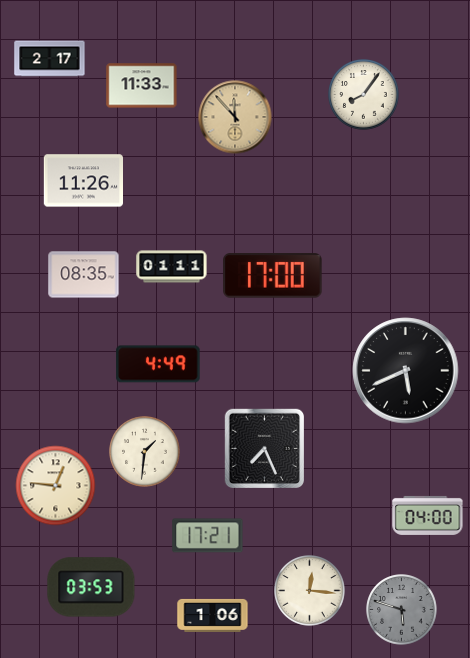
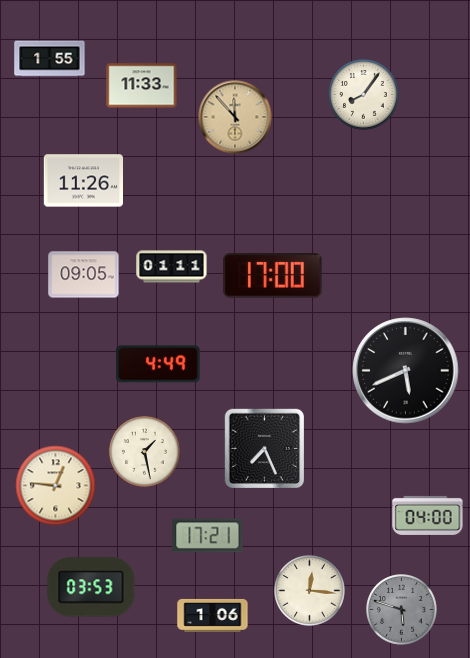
clock at (50, 59): 2:17 -> 1:55
clock at (84, 275): 08:35 -> 09:05
clock at (145, 452): 1:31 -> 1:28
